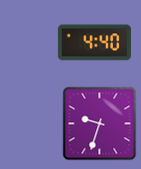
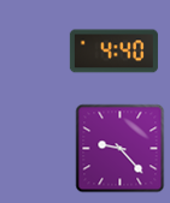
clock at (100, 124): 9:33 -> 9:23
